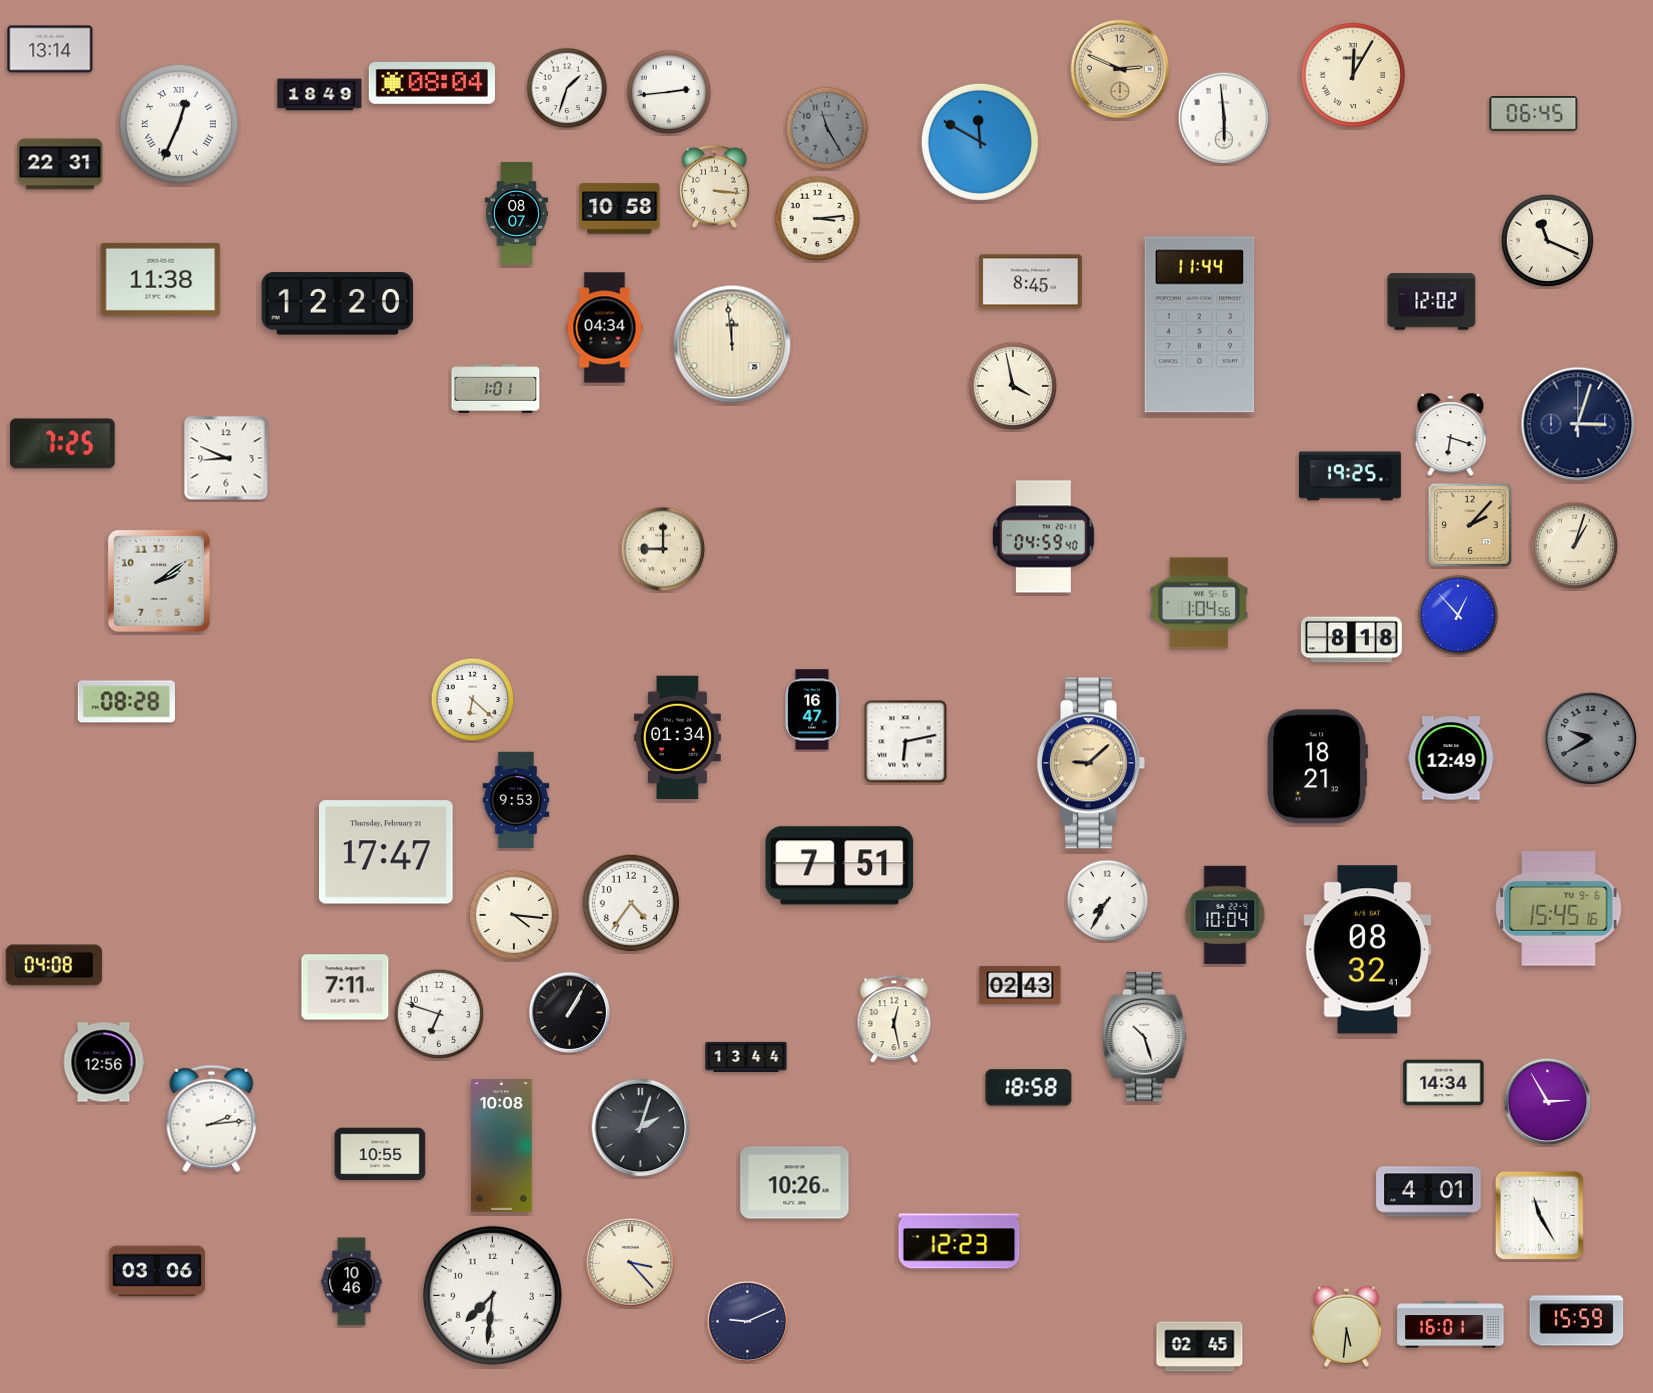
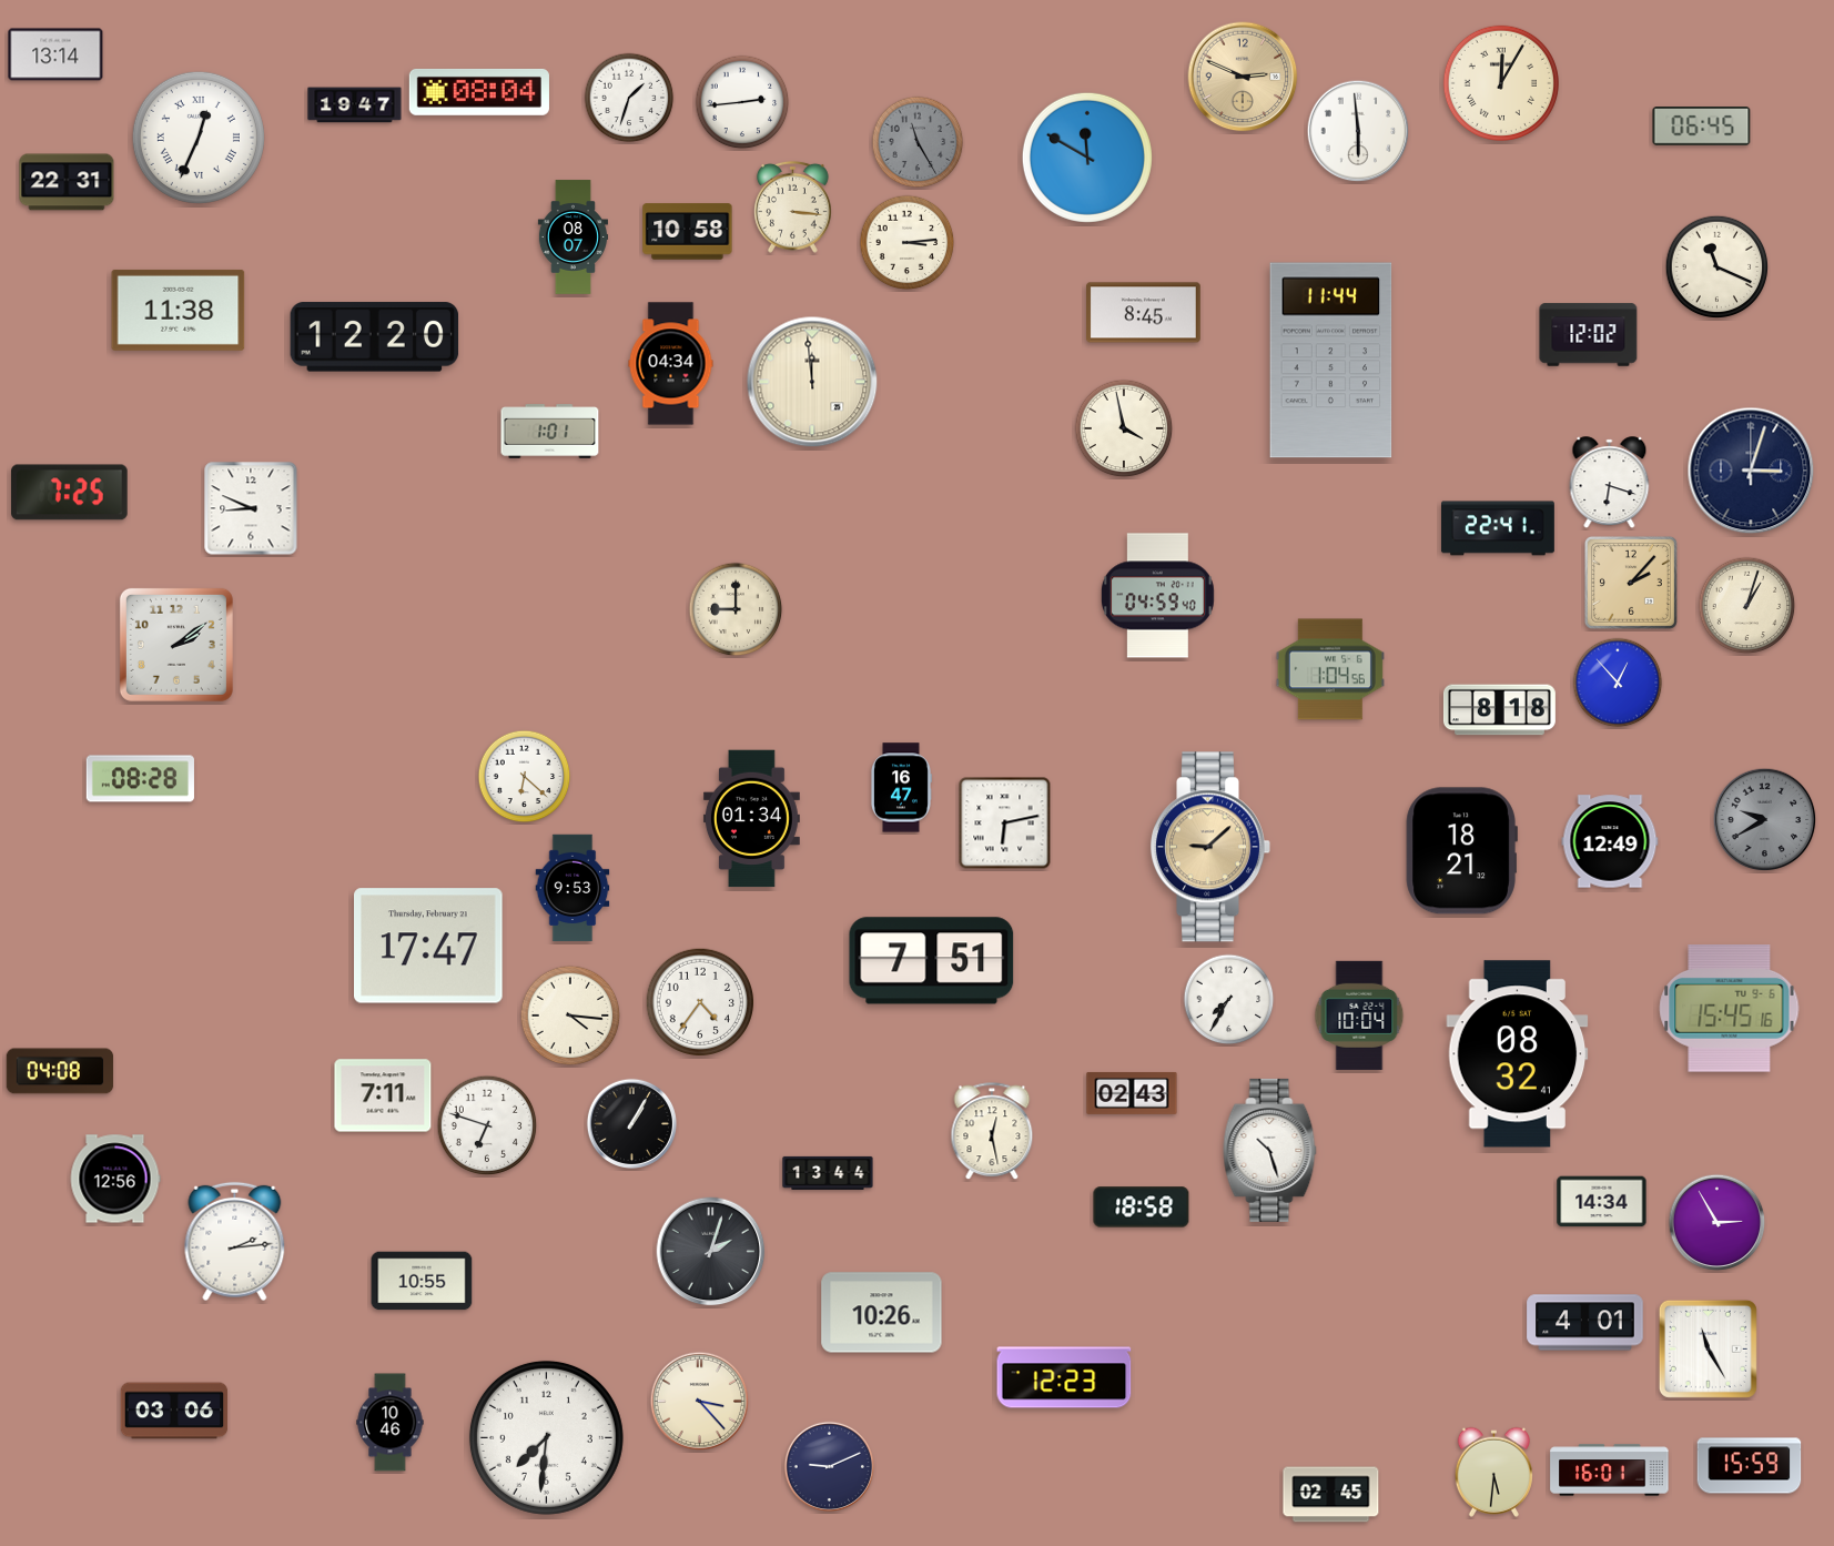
clock at (320, 95): 18:49 -> 19:47
clock at (1350, 476): 19:25 -> 22:41
clock at (502, 1146): 10:08 -> none
